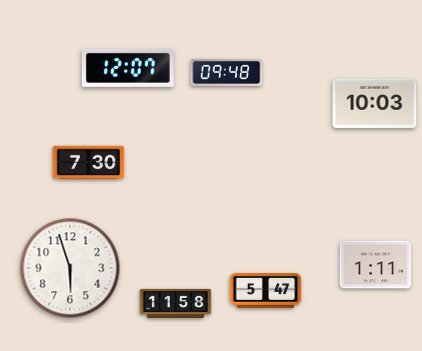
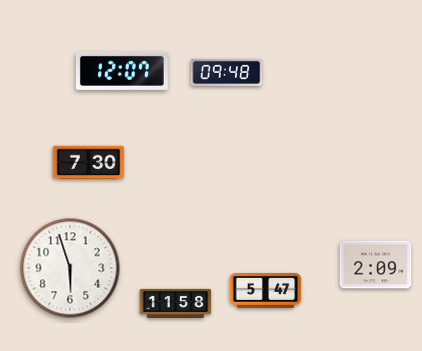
clock at (128, 68) position: (128, 68) -> (122, 71)
clock at (375, 103): 10:03 -> none
clock at (376, 265): 1:11 -> 2:09
